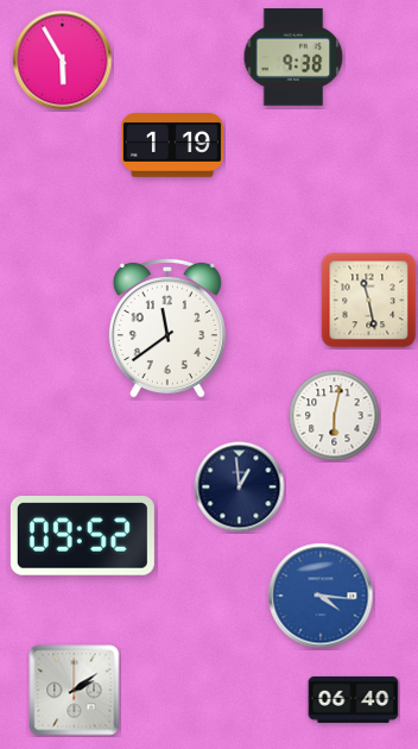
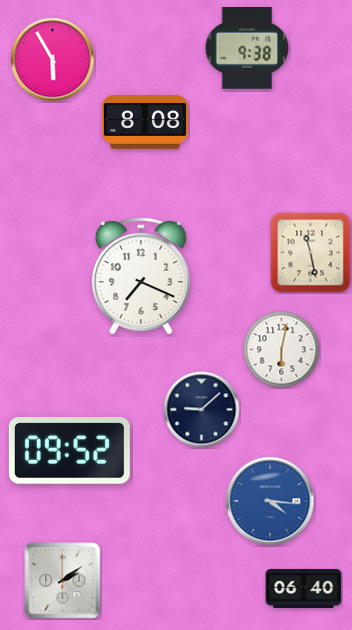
clock at (63, 61) position: (63, 61) -> (53, 60)
clock at (172, 145): 1:19 -> 8:08
clock at (167, 327): 11:39 -> 7:19
clock at (240, 487): 12:59 -> 9:08
clock at (354, 699) position: (354, 699) -> (304, 588)
